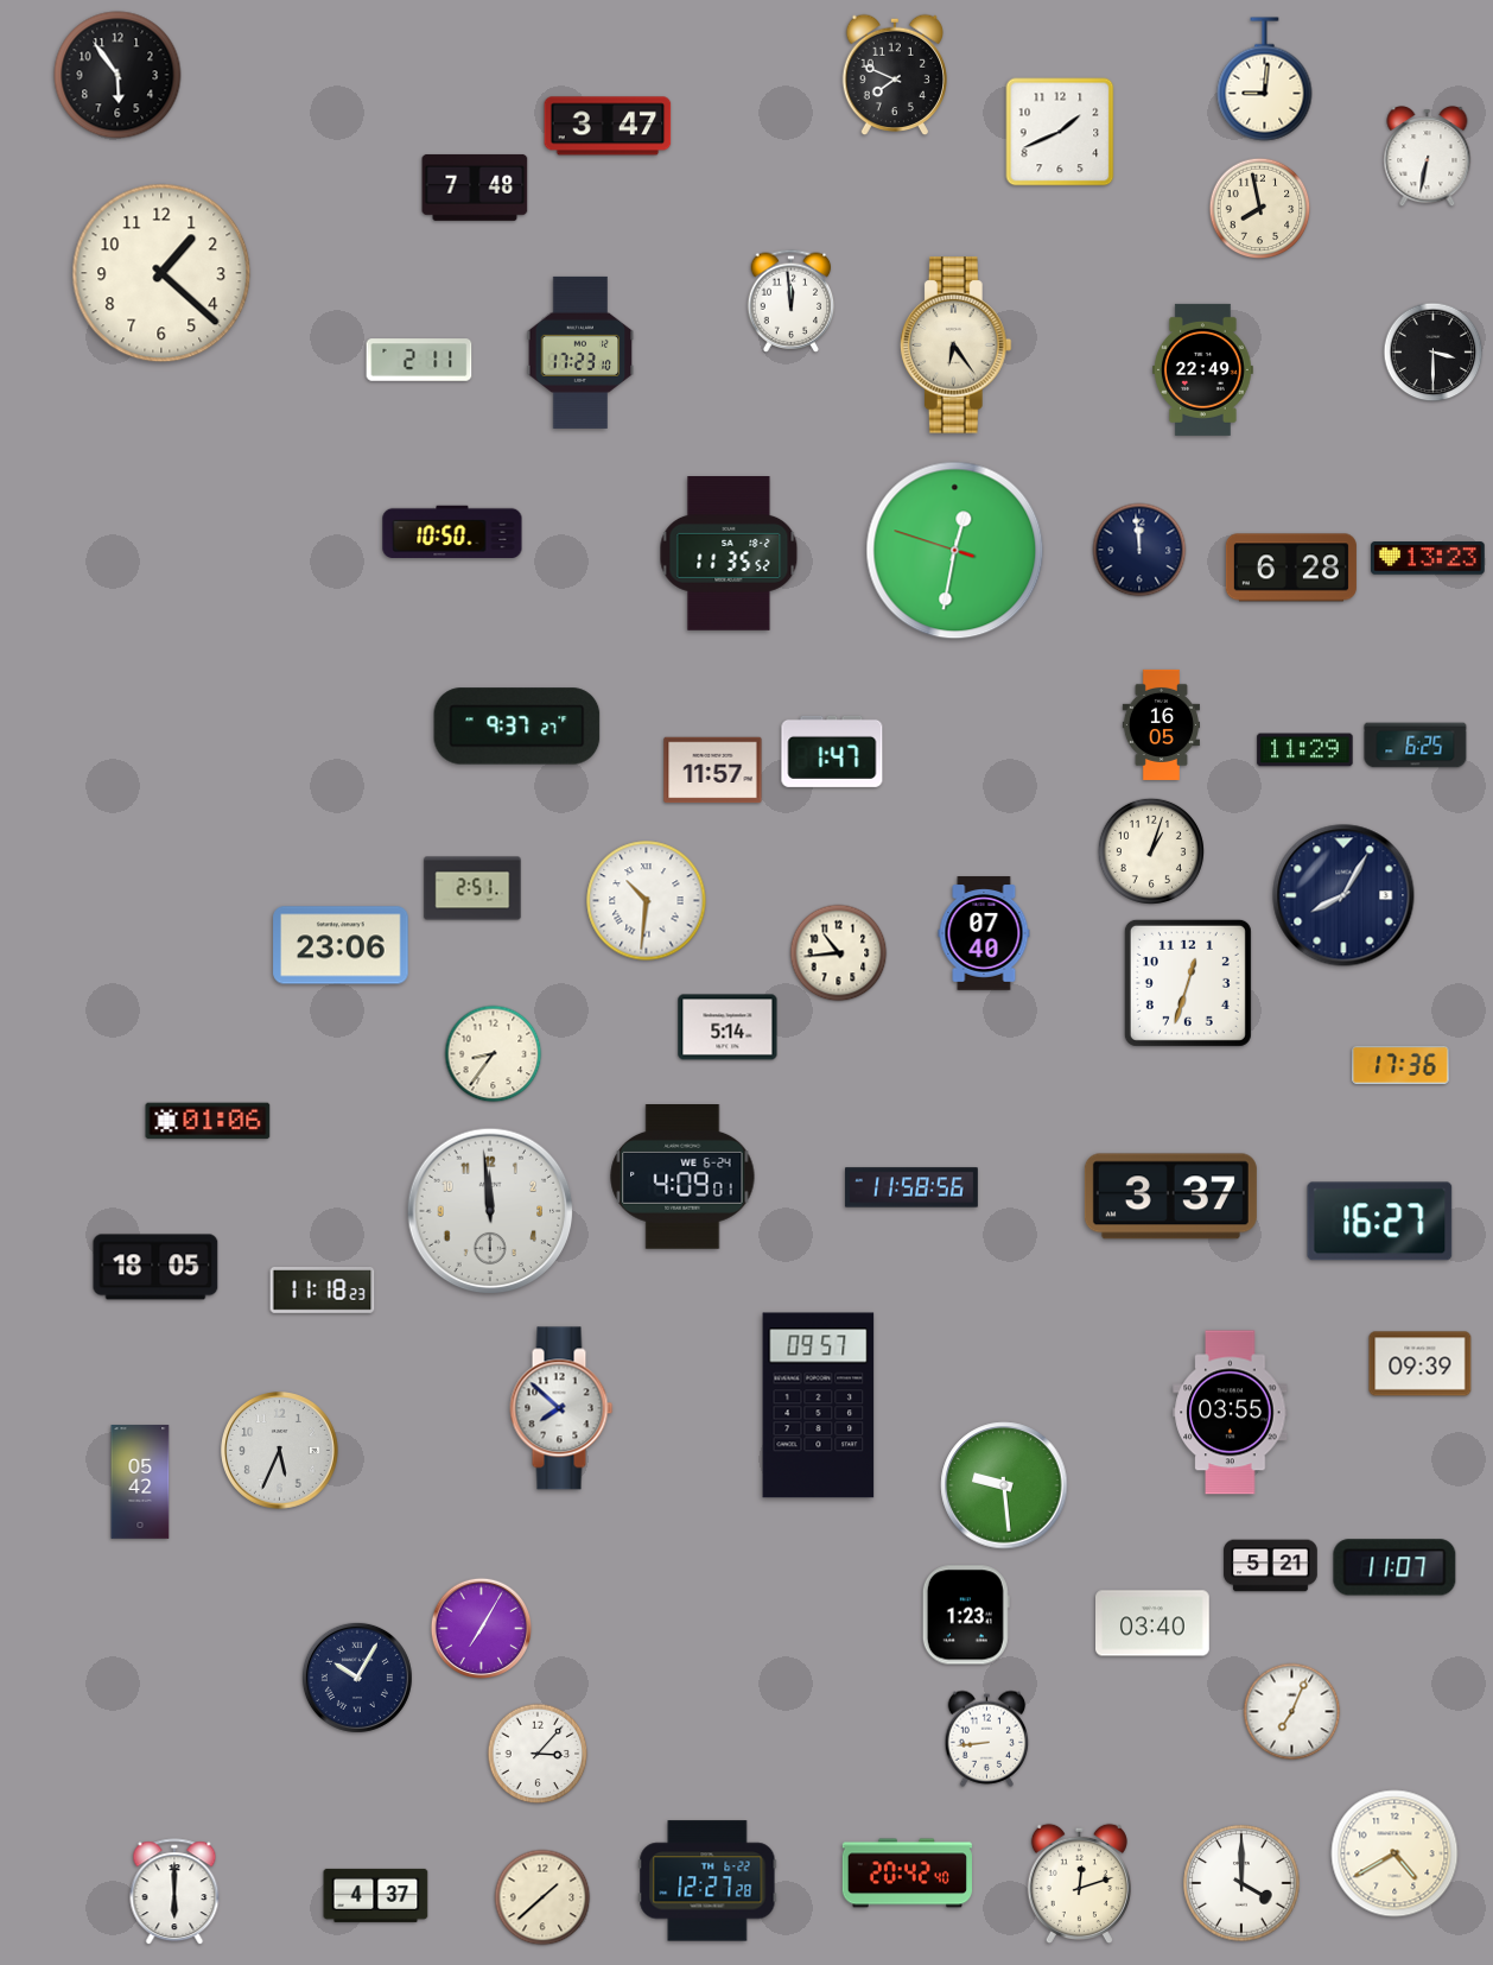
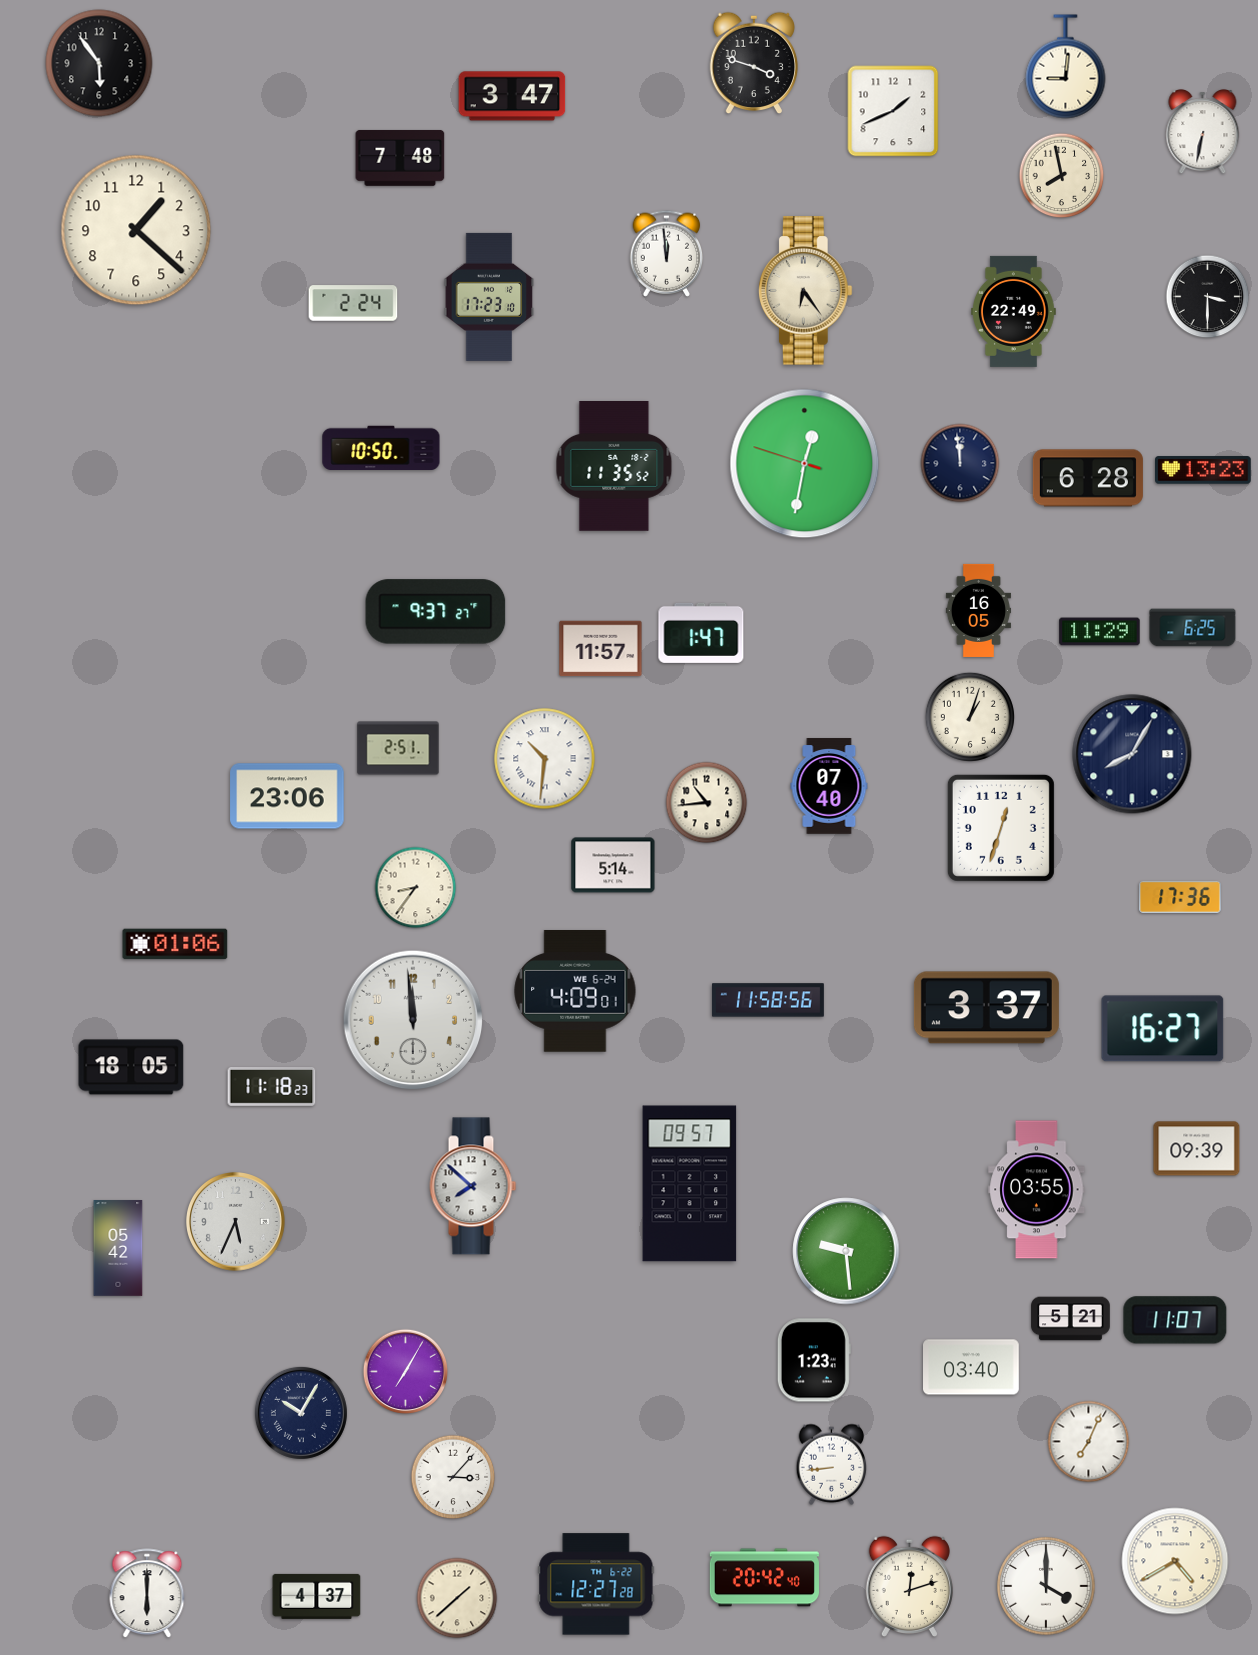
clock at (894, 75): 7:49 -> 3:48
clock at (608, 126) position: (608, 126) -> (512, 96)
clock at (419, 360): 2:11 -> 2:24
